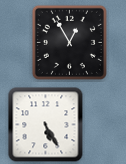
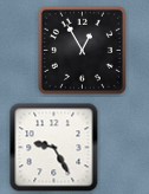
clock at (46, 125): 5:25 -> 9:25
